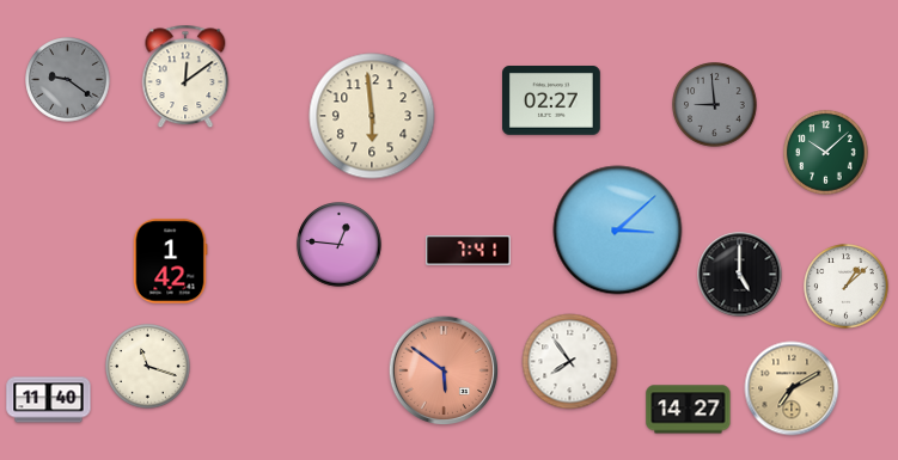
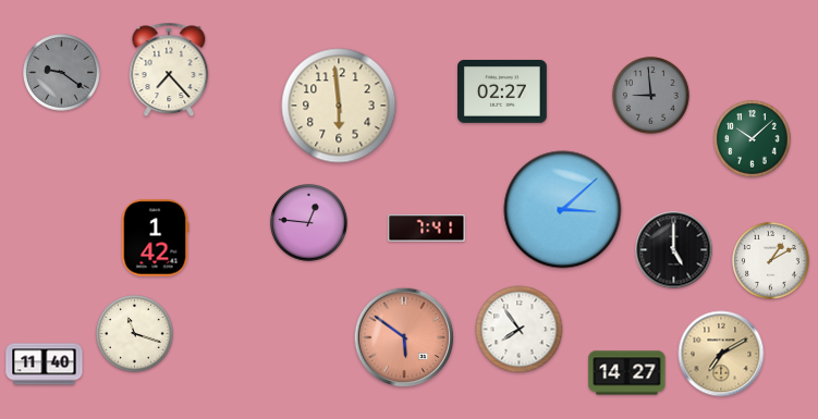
clock at (185, 76): 12:09 -> 7:23
clock at (847, 287): 1:08 -> 1:10
